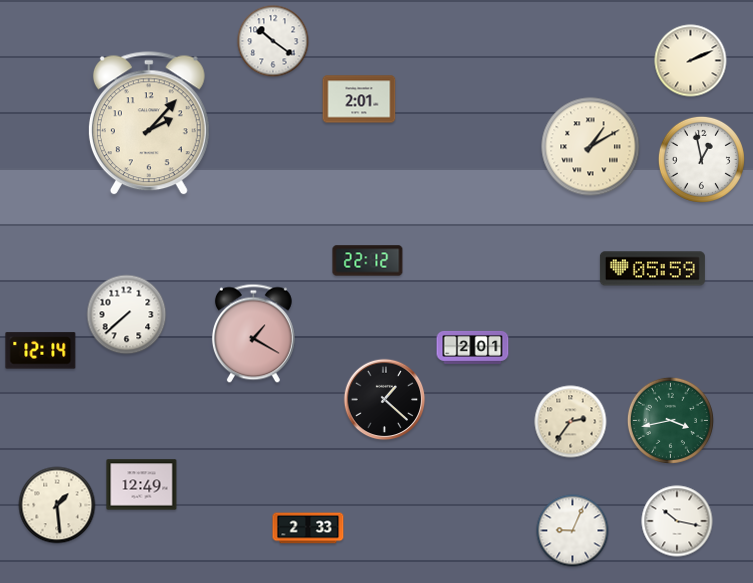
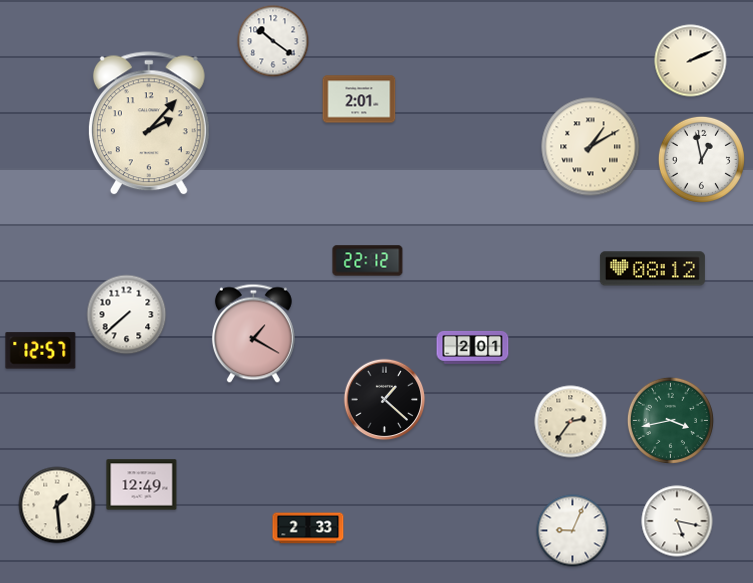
clock at (652, 269): 05:59 -> 08:12
clock at (41, 351): 12:14 -> 12:57
clock at (677, 521): 10:17 -> 5:17
